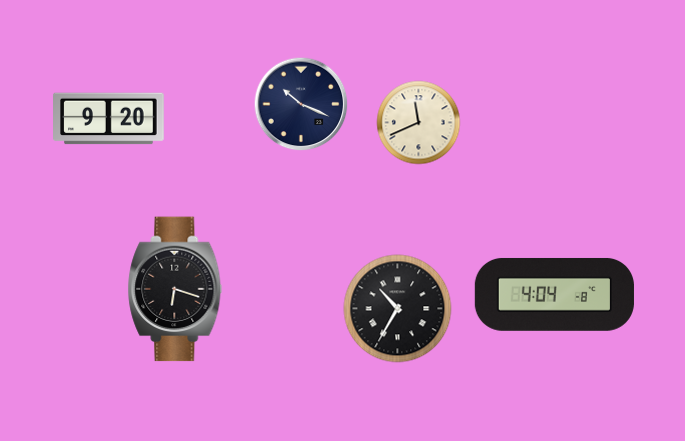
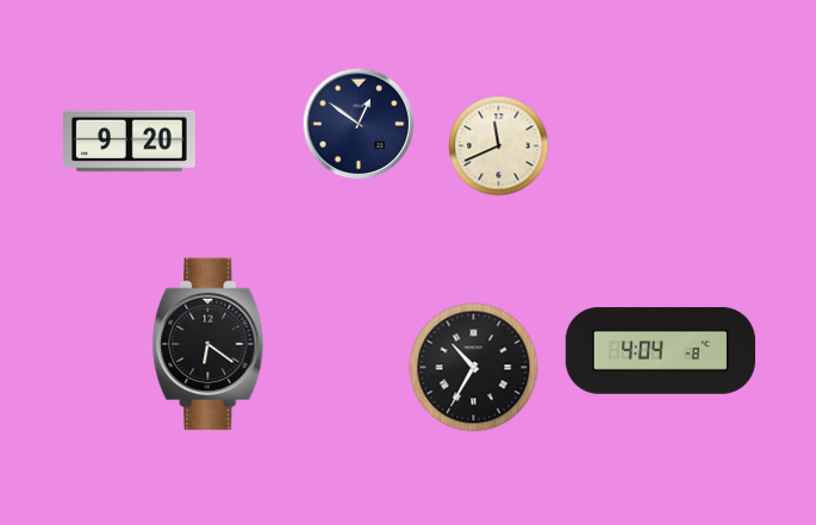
clock at (301, 104): 10:19 -> 12:51
clock at (175, 289): 6:18 -> 6:21
